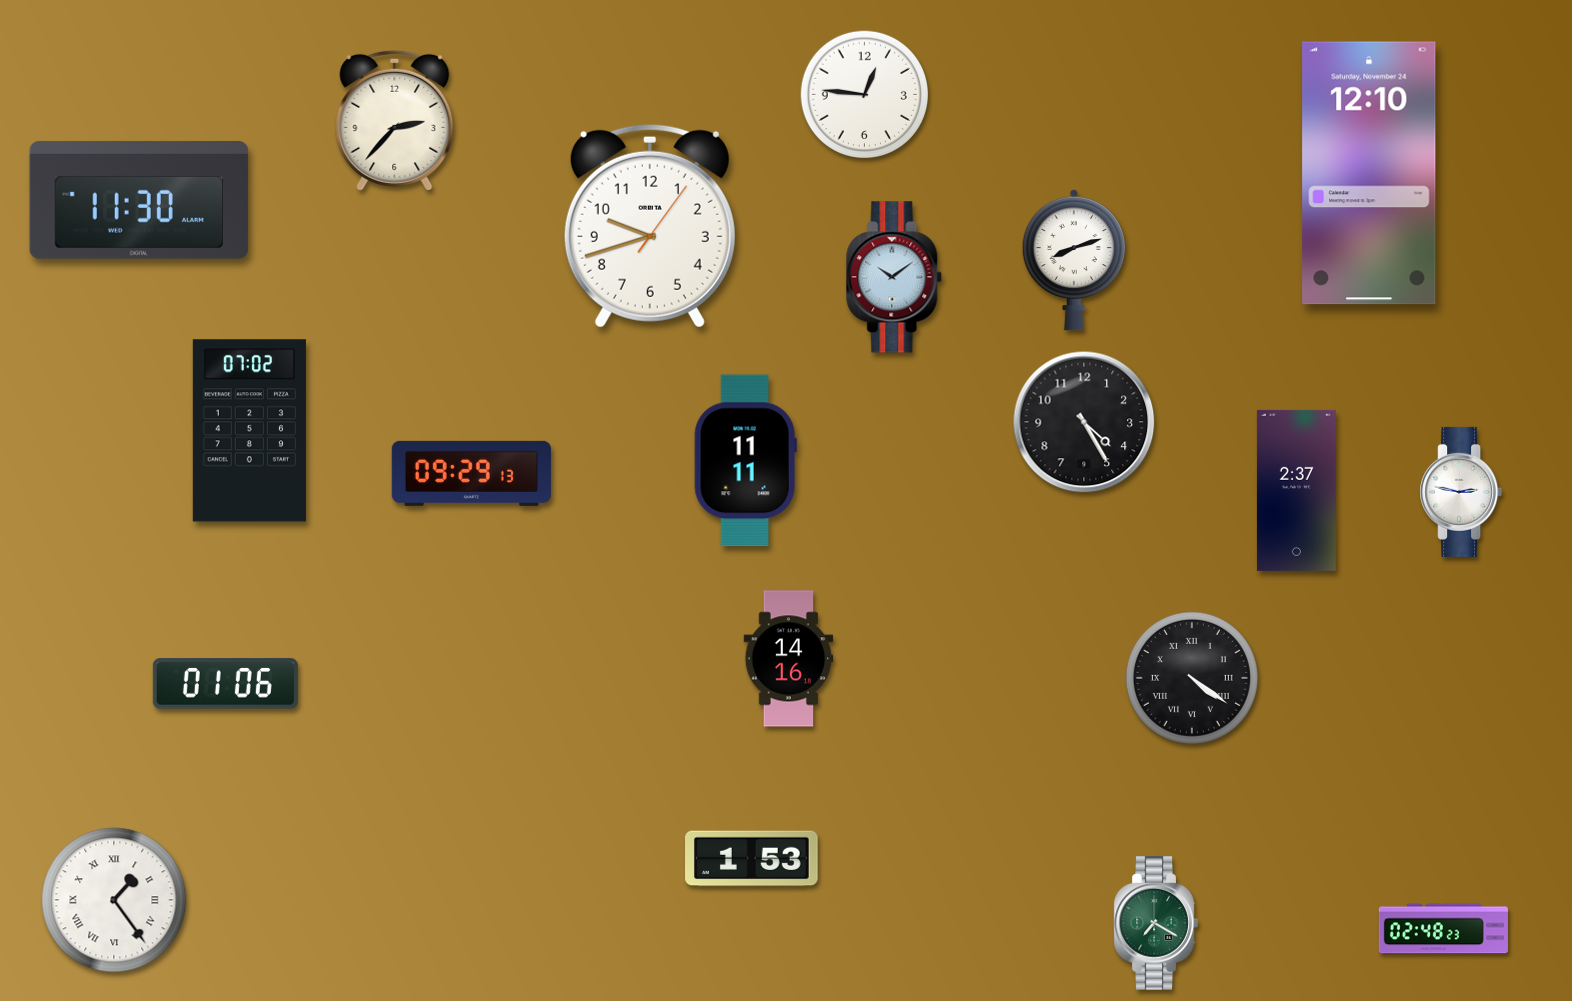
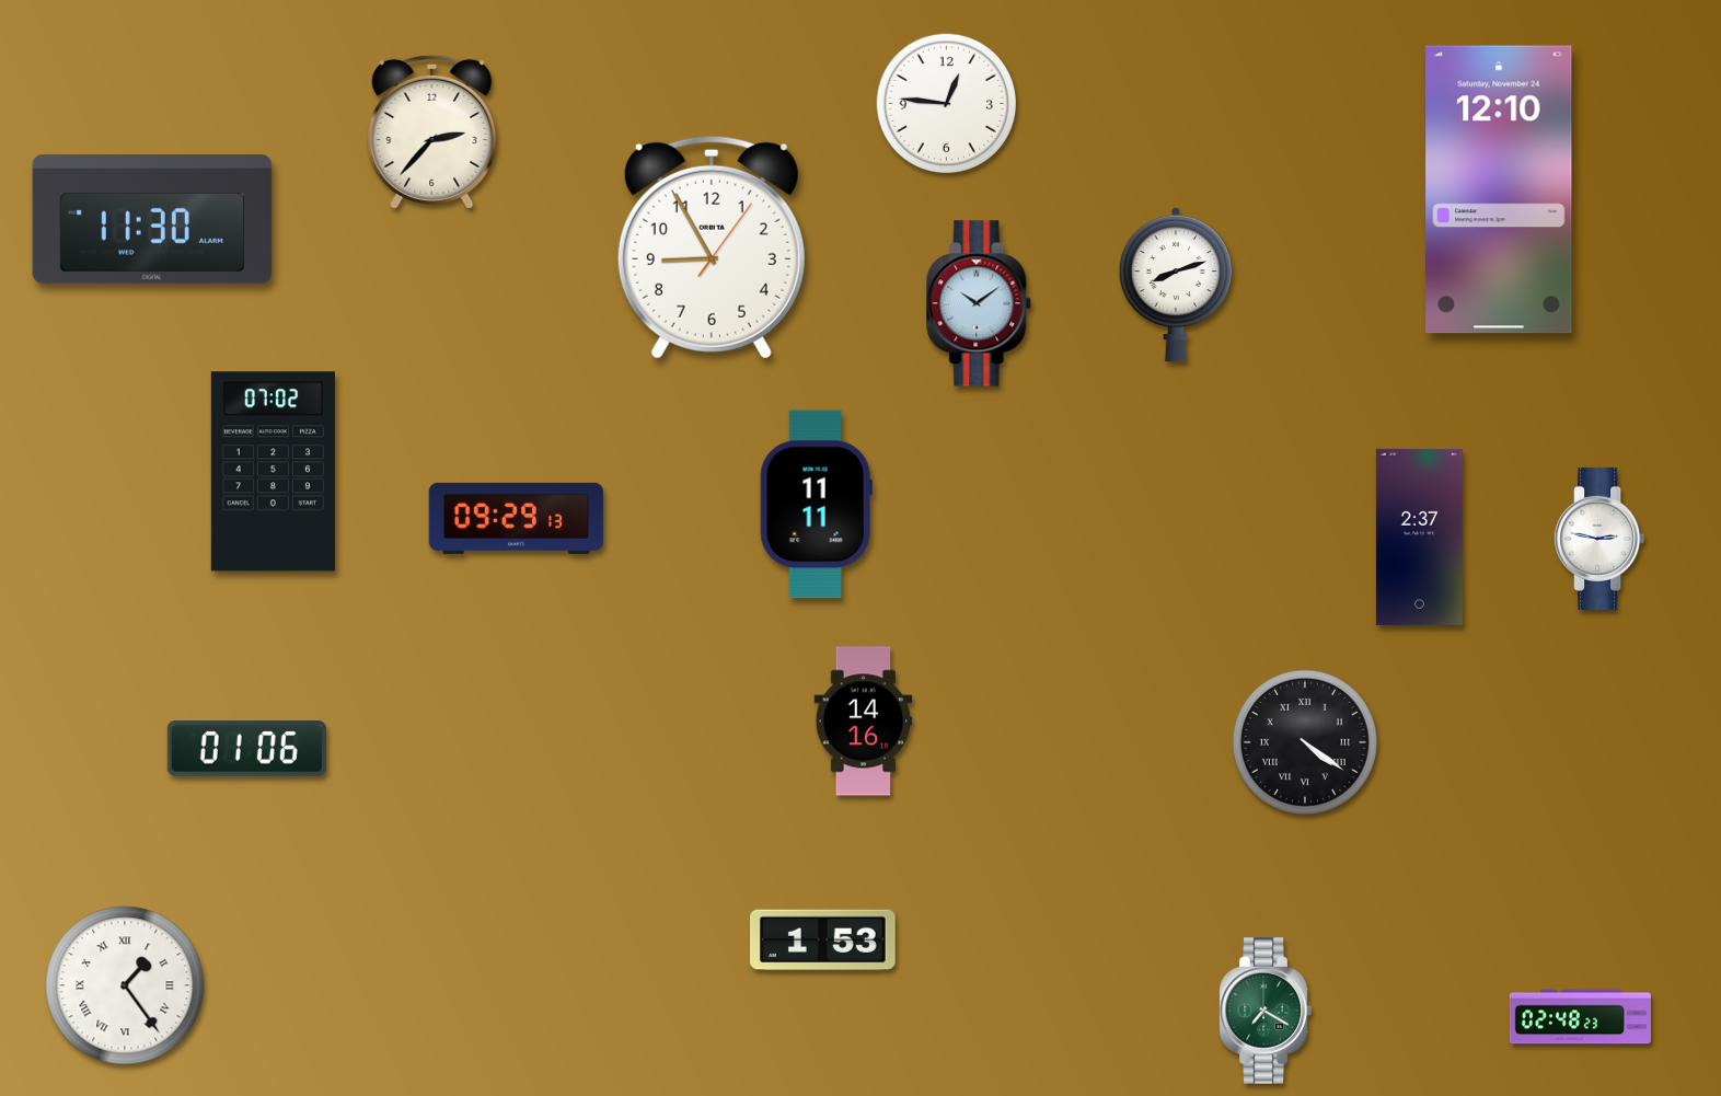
clock at (650, 226): 9:42 -> 8:55
clock at (1084, 422): 4:25 -> none
